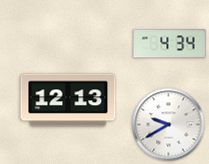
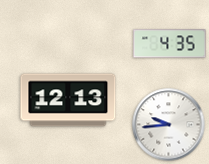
clock at (170, 44): 4:34 -> 4:35
clock at (169, 125): 9:40 -> 9:44
